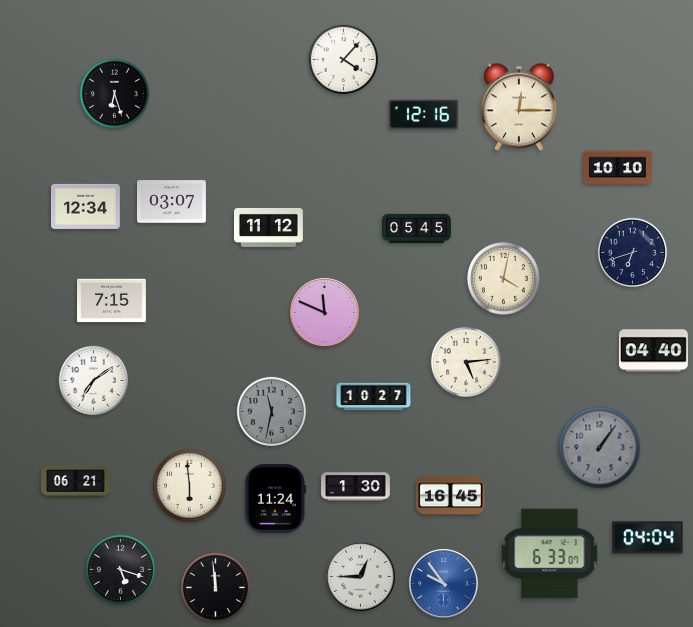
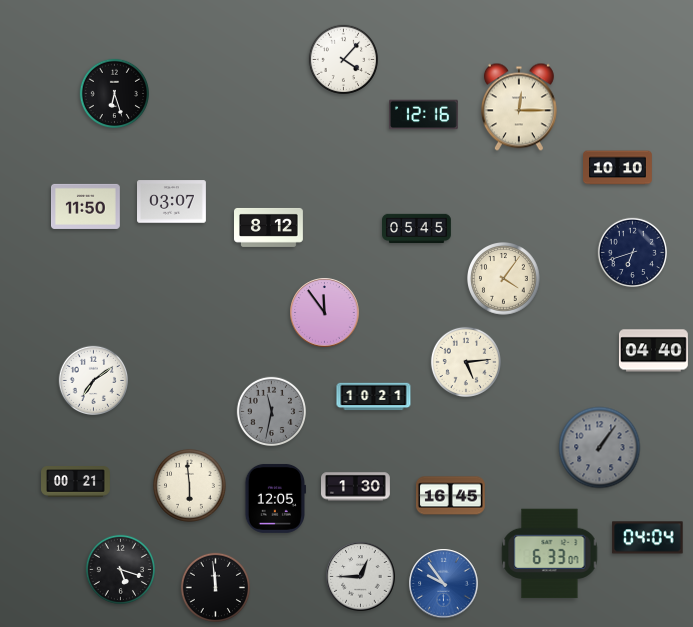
clock at (86, 206): 12:34 -> 11:50
clock at (269, 227): 11:12 -> 8:12
clock at (504, 279): 4:02 -> 4:06
clock at (112, 301): 7:15 -> none
clock at (325, 313): 11:49 -> 11:54
clock at (374, 397): 10:27 -> 10:21
clock at (76, 482): 06:21 -> 00:21
clock at (275, 498): 11:24 -> 12:05
